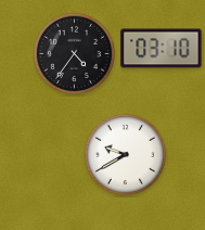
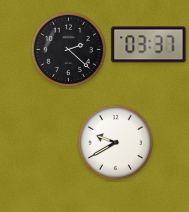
clock at (162, 49): 03:10 -> 03:37
clock at (74, 53): 4:36 -> 2:22
